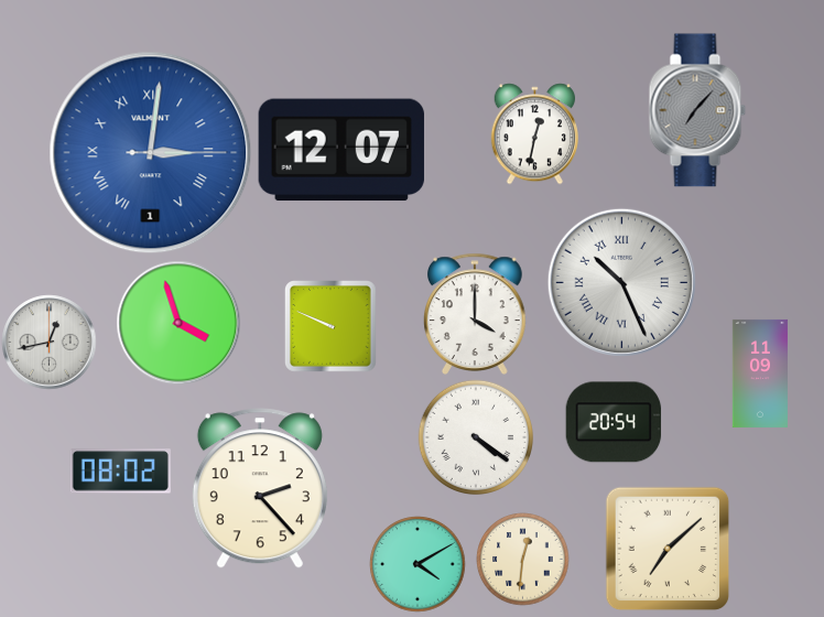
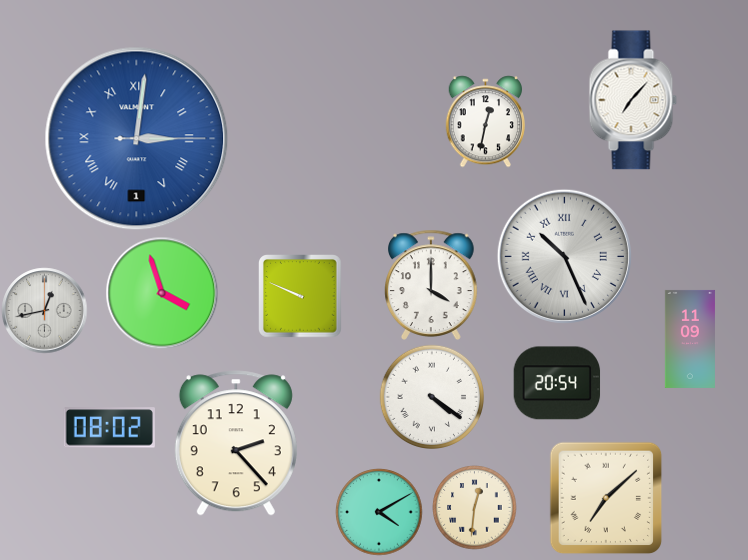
clock at (697, 110) dial: grey -> white
clock at (341, 150): 12:07 -> none
